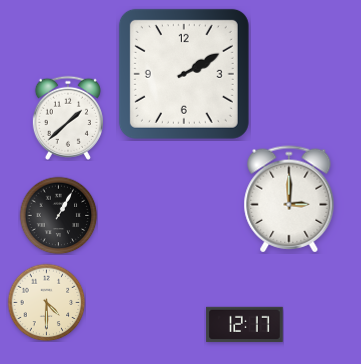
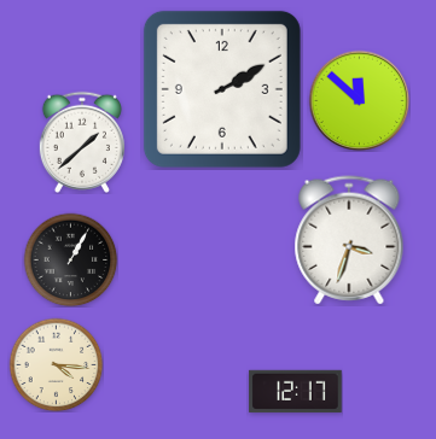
clock at (359, 100): none -> 11:52
clock at (289, 199): 3:00 -> 3:33
clock at (46, 302): 4:30 -> 4:16
